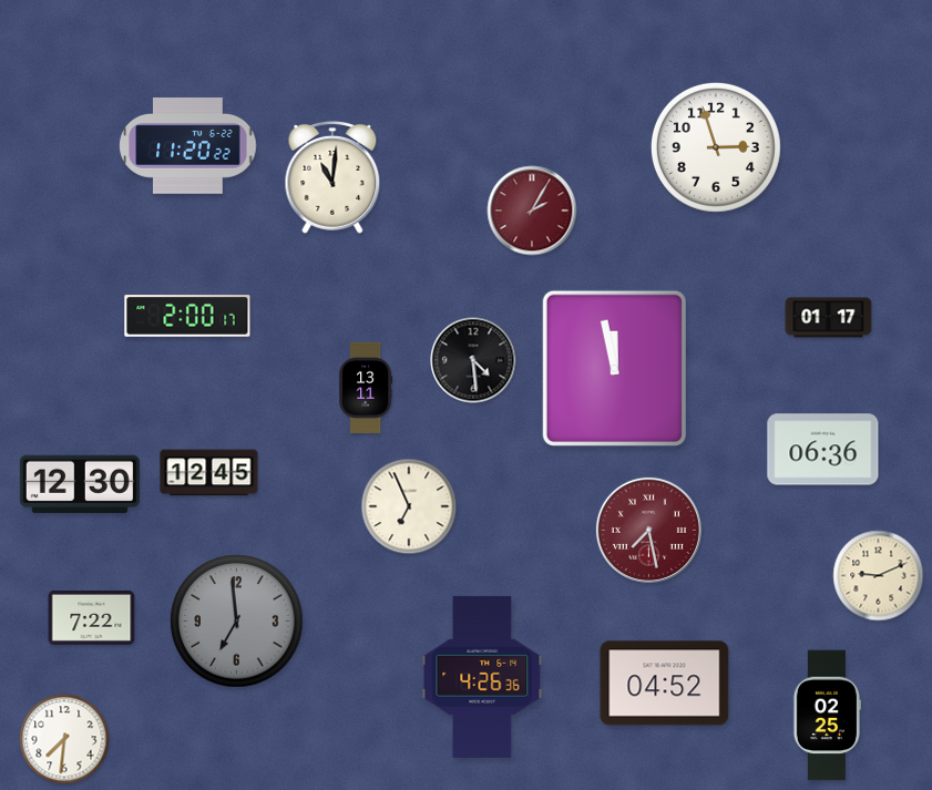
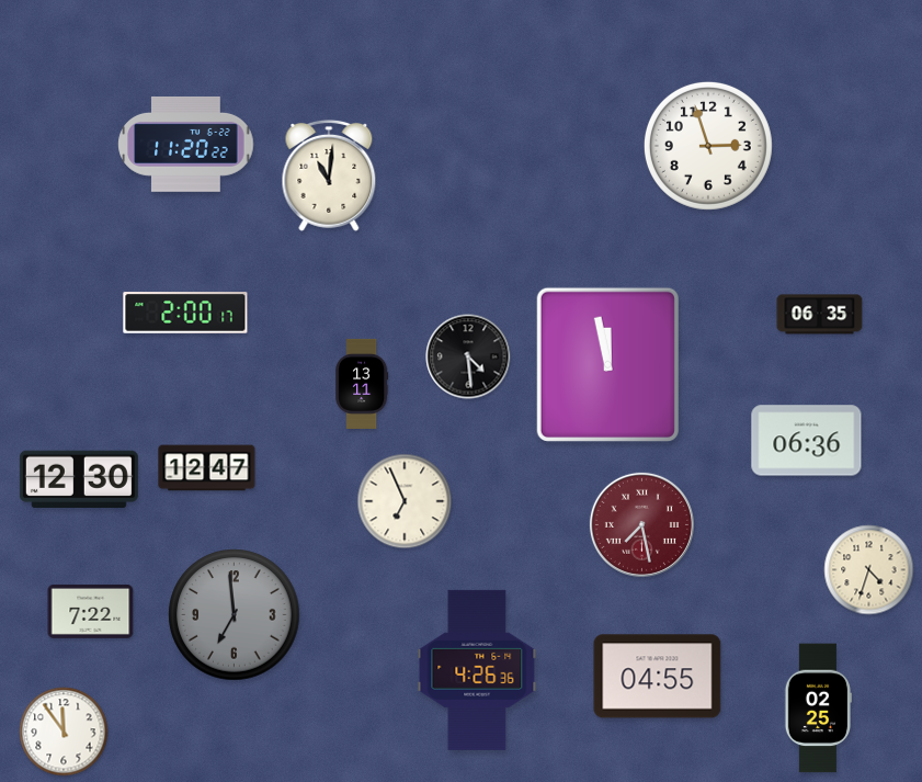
clock at (532, 211): 2:05 -> none
clock at (829, 318): 01:17 -> 06:35
clock at (823, 450) position: (823, 450) -> (807, 441)
clock at (209, 473): 12:45 -> 12:47
clock at (879, 576): 9:11 -> 4:33
clock at (665, 684): 04:52 -> 04:55
clock at (64, 739): 7:31 -> 11:54
